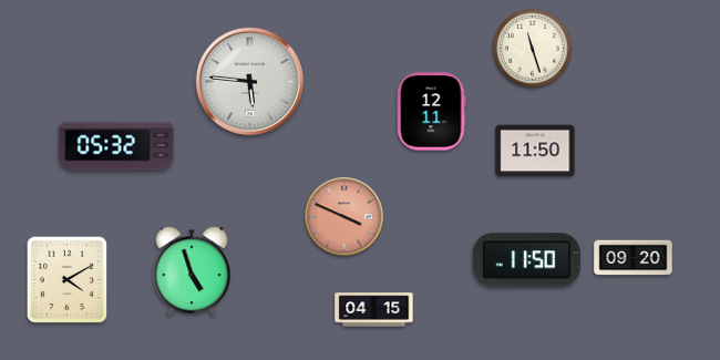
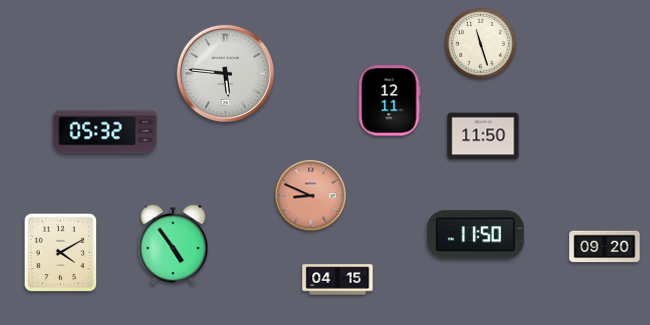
clock at (344, 217): 3:49 -> 8:49
clock at (634, 258) position: (634, 258) -> (605, 247)
clock at (192, 271): 4:57 -> 4:54
